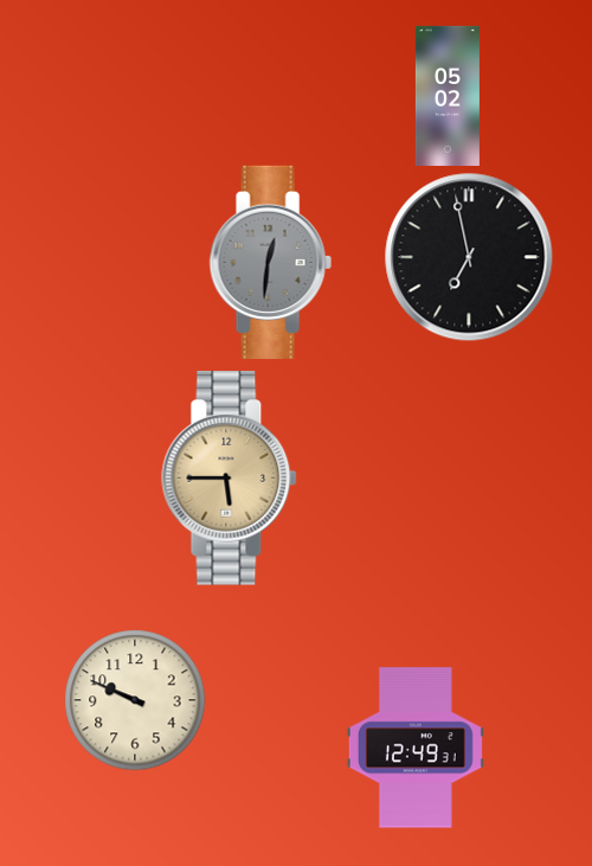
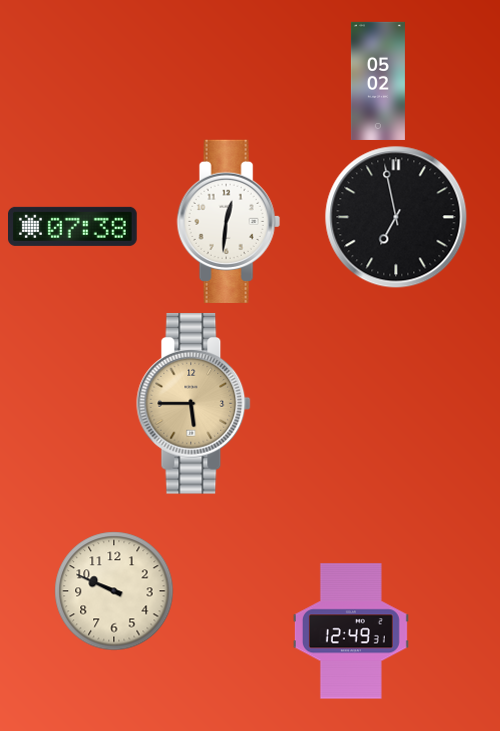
clock at (270, 262) dial: grey -> white
clock at (73, 226): none -> 07:38
